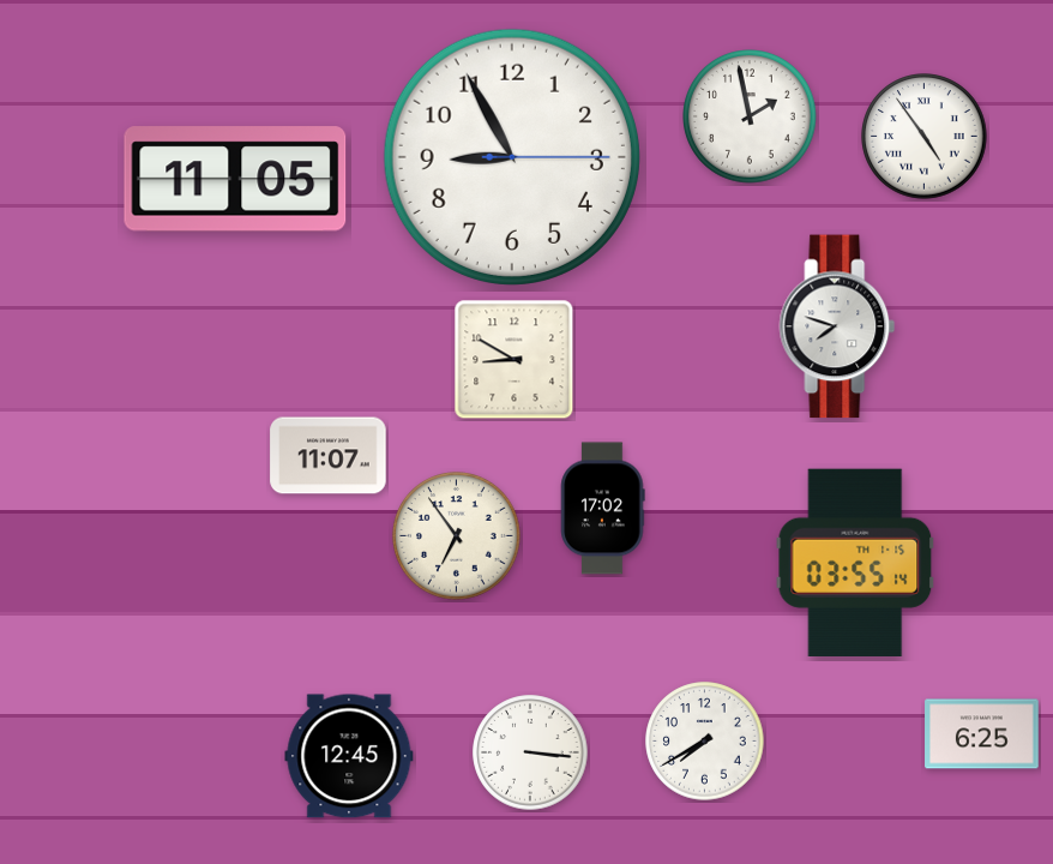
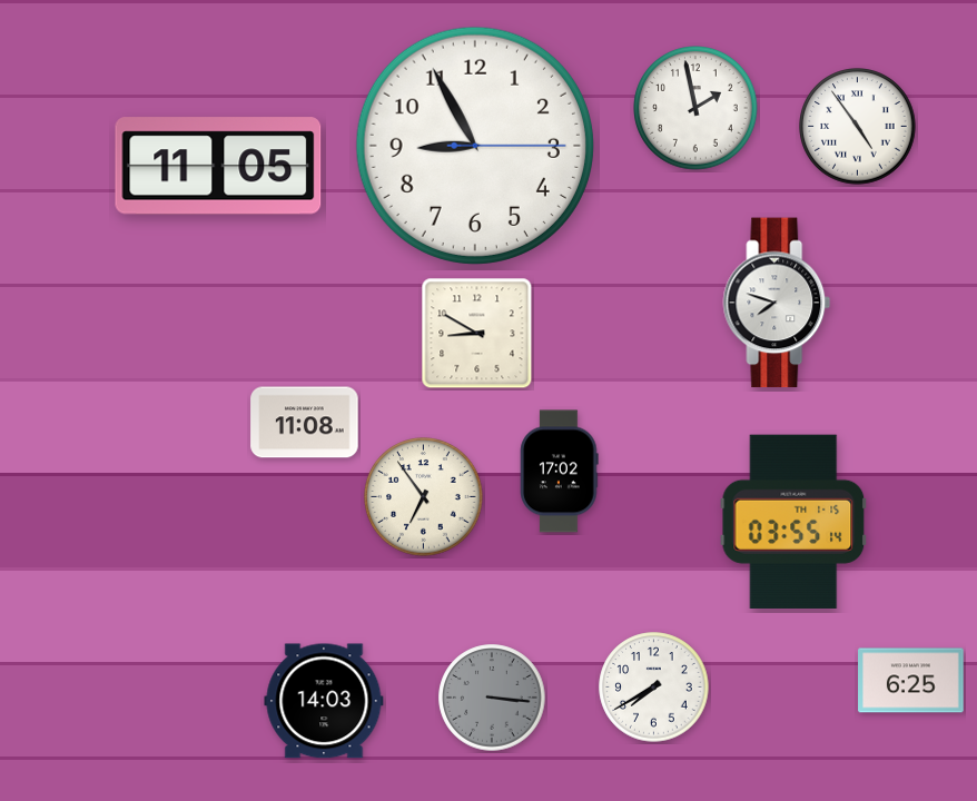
clock at (329, 456): 11:07 -> 11:08
clock at (530, 752) dial: white -> grey
clock at (349, 756): 12:45 -> 14:03
